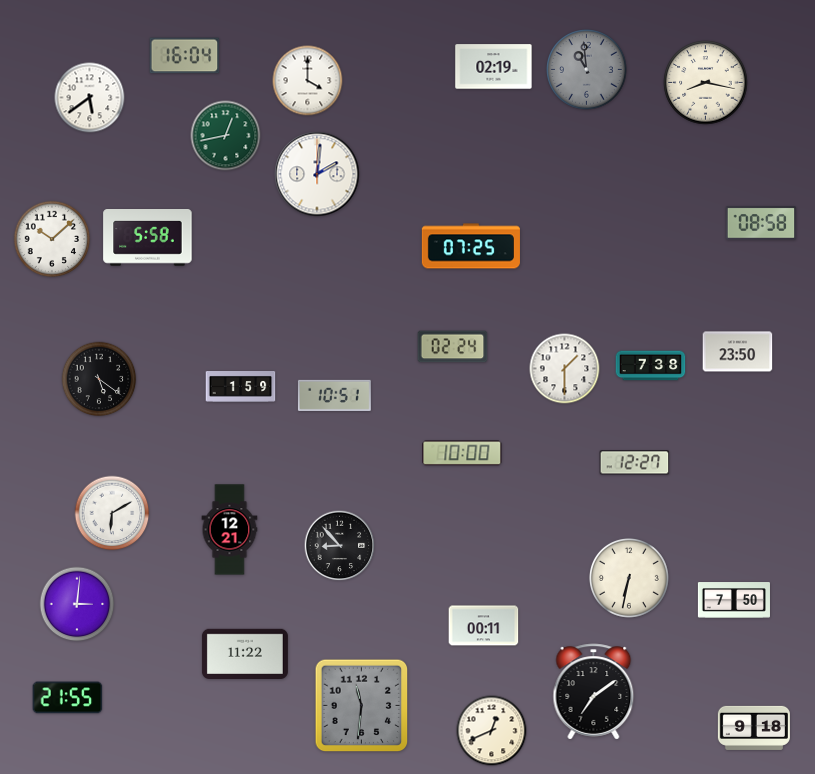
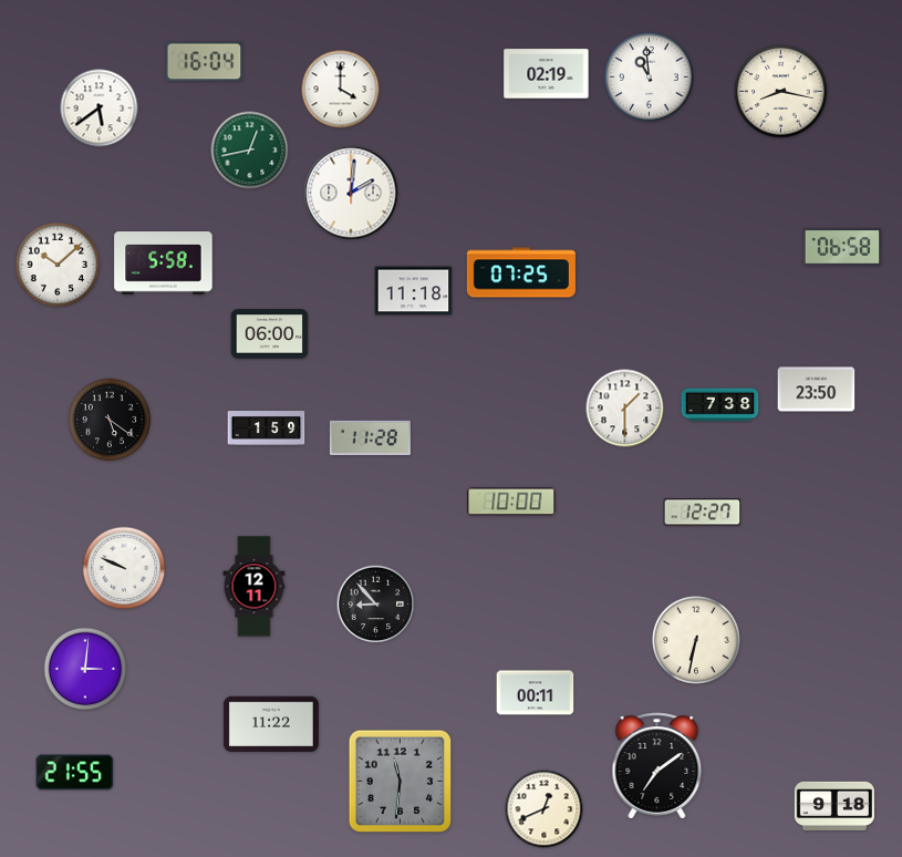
clock at (587, 70) dial: grey -> white
clock at (761, 223): 08:58 -> 06:58
clock at (414, 291): none -> 11:18
clock at (270, 334): none -> 06:00
clock at (453, 347): 02:24 -> none
clock at (334, 395): 10:51 -> 11:28
clock at (112, 513): 6:10 -> 9:49
clock at (230, 530): 12:21 -> 12:11
clock at (734, 600): 7:50 -> none
